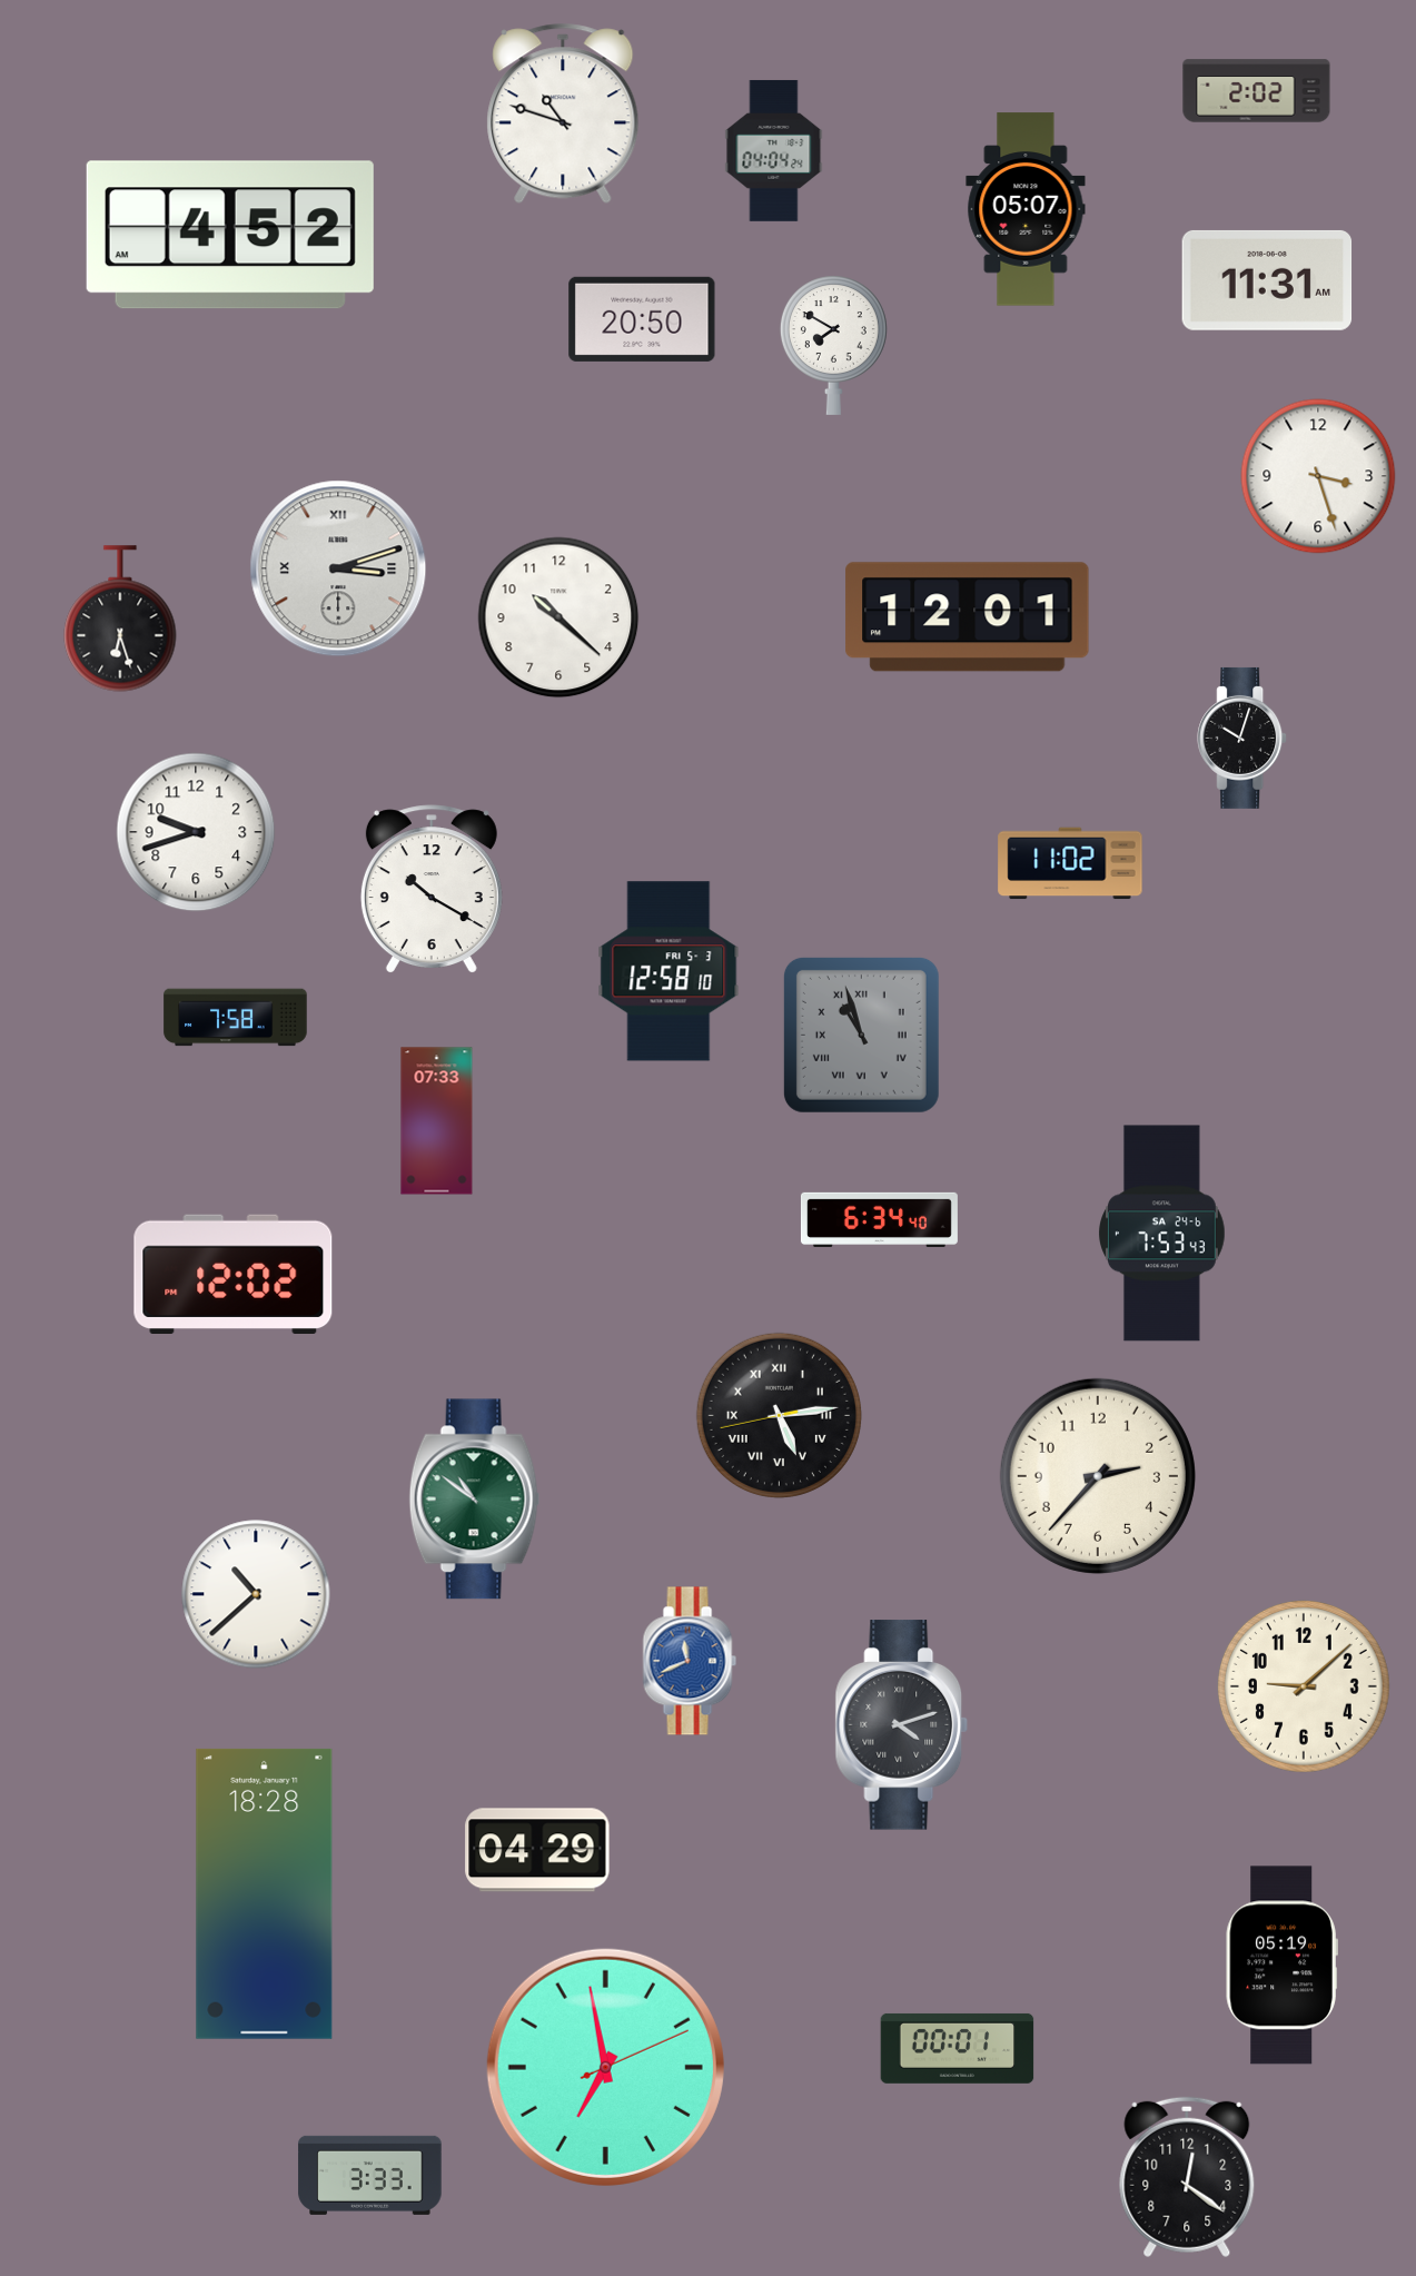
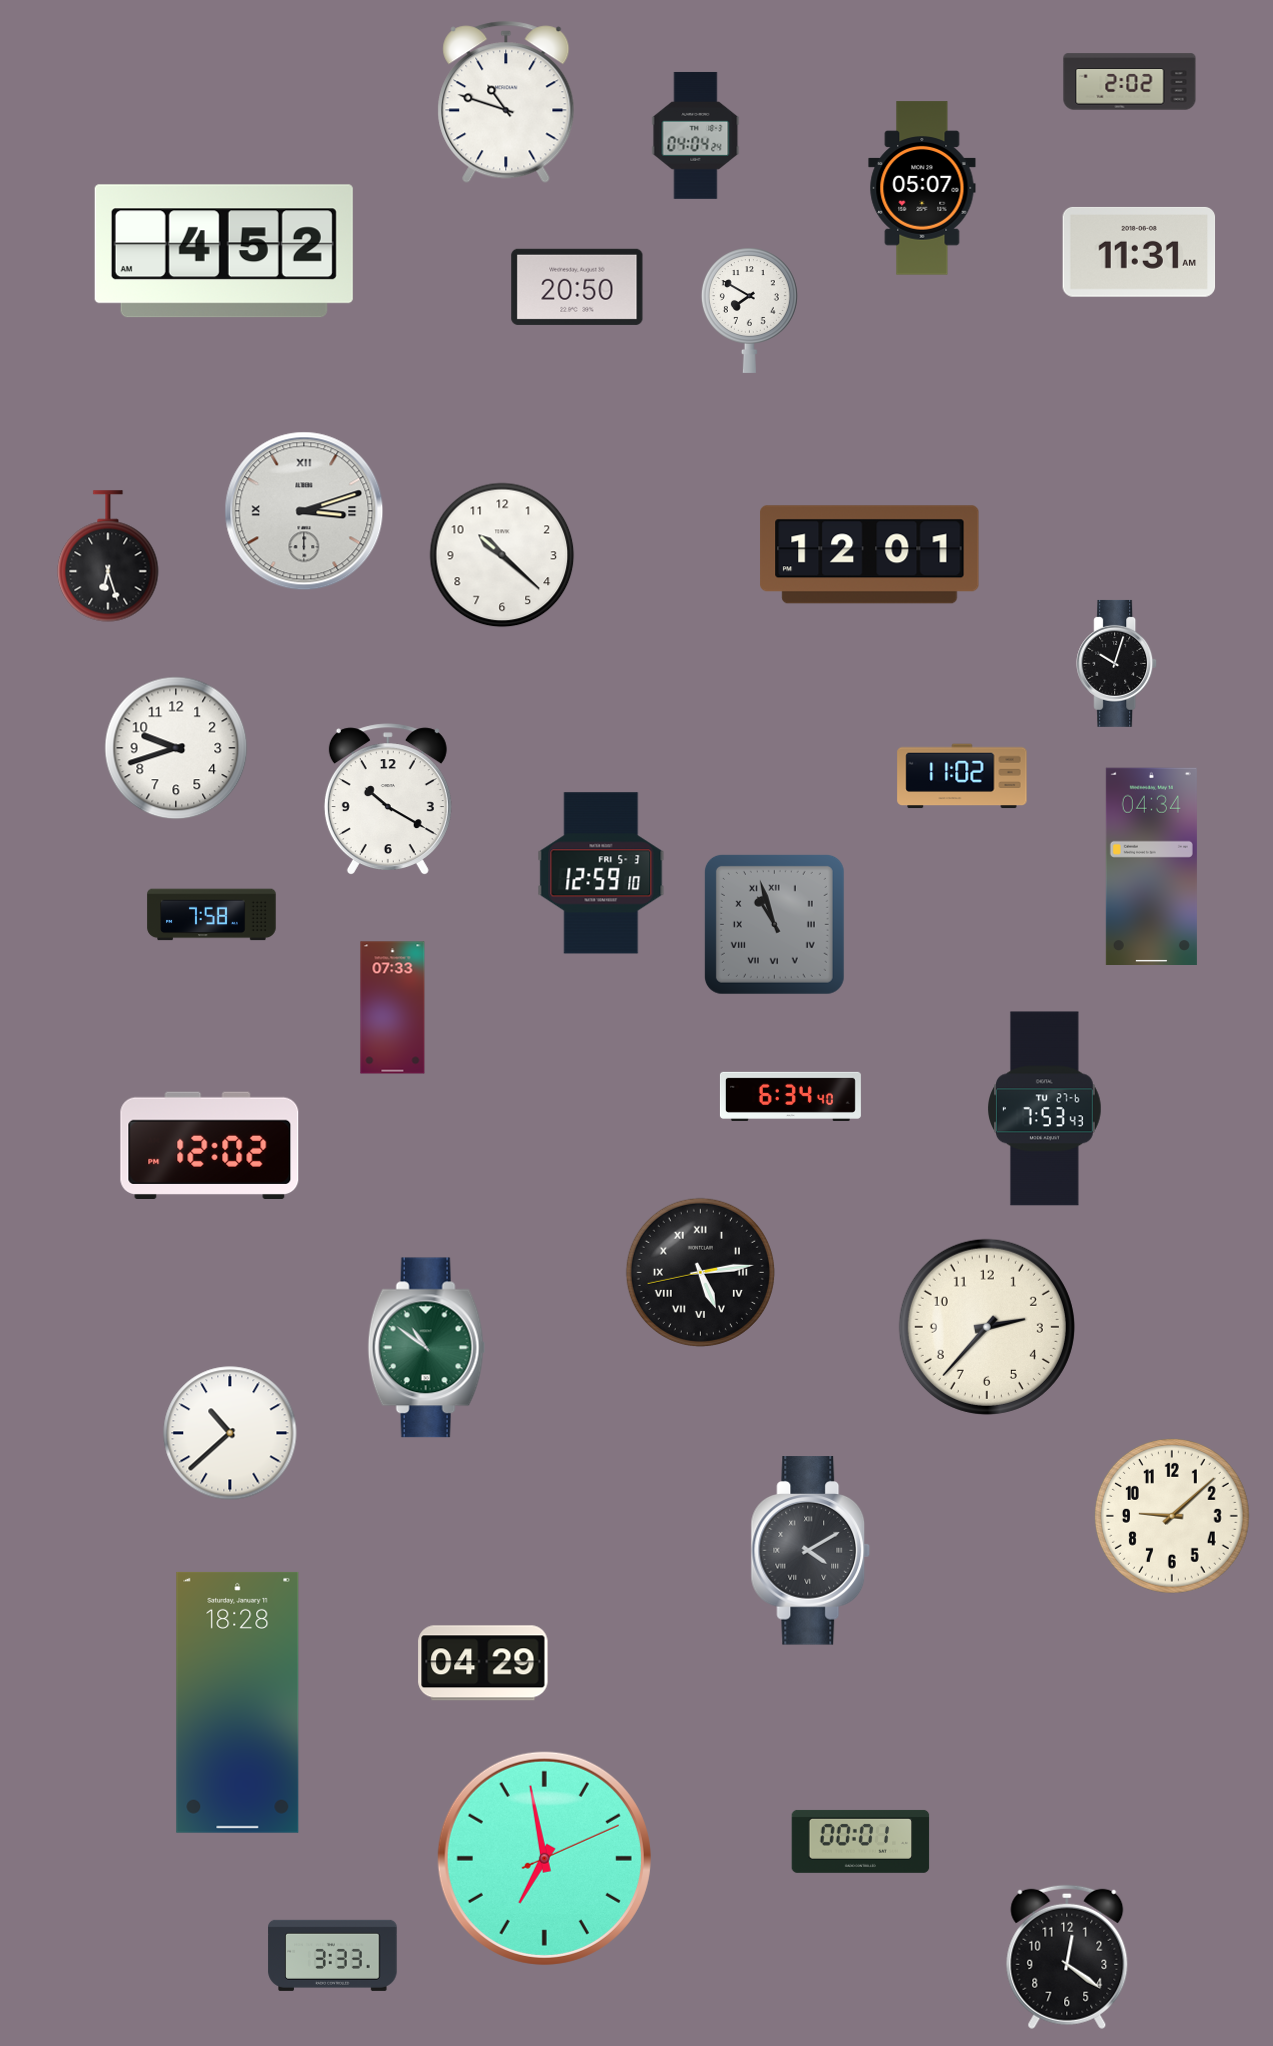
clock at (230, 235) position: (230, 235) -> (224, 251)
clock at (1318, 476): 3:27 -> none
clock at (1151, 866): none -> 04:34
clock at (669, 971): 12:58 -> 12:59
clock at (861, 1035) position: (861, 1035) -> (774, 924)
clock at (1162, 1234) date: SA 24-6 -> TU 27-6
clock at (690, 1661): 11:41 -> none
clock at (902, 1725): 4:12 -> 4:10
clock at (1281, 1966): 05:19 -> none
